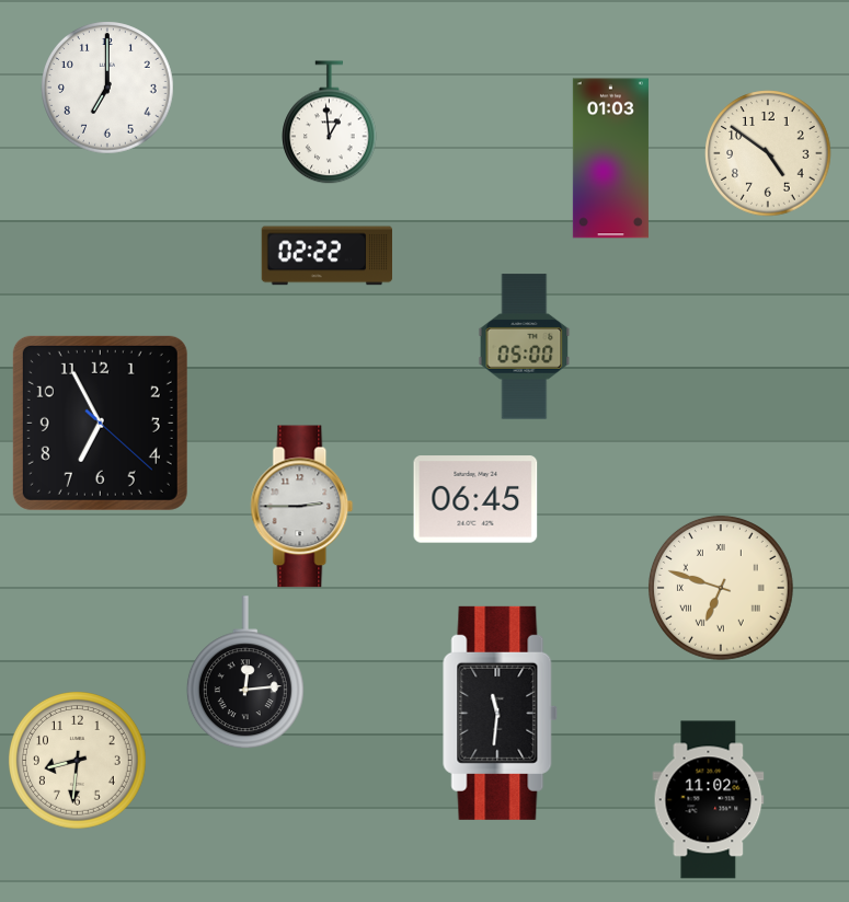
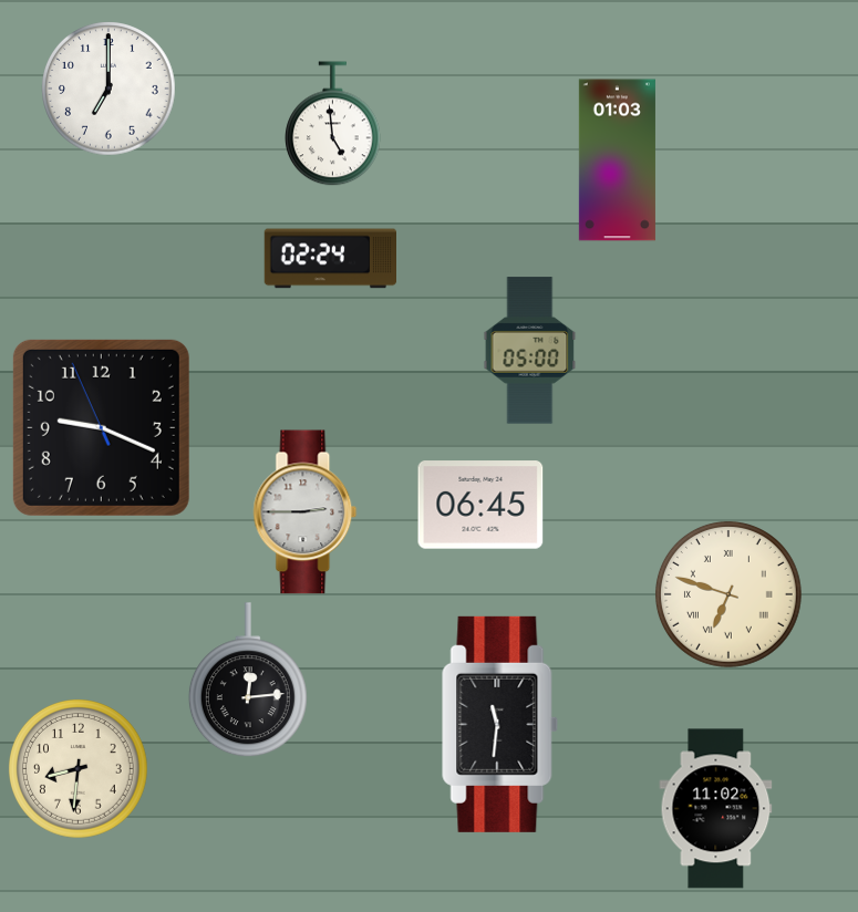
clock at (330, 123): 12:59 -> 4:59
clock at (768, 153): 4:51 -> none
clock at (326, 256): 02:22 -> 02:24
clock at (100, 423): 6:55 -> 9:18
clock at (500, 713) position: (500, 713) -> (499, 724)
